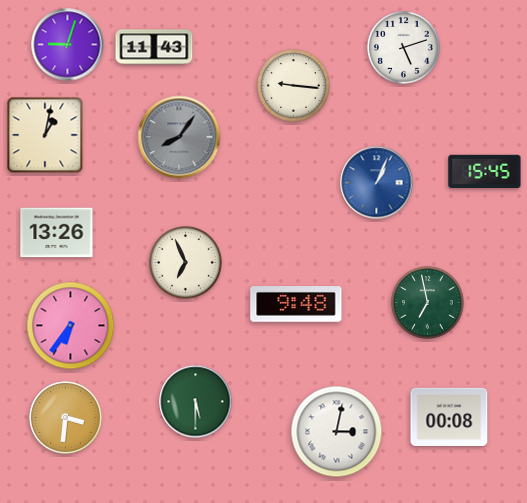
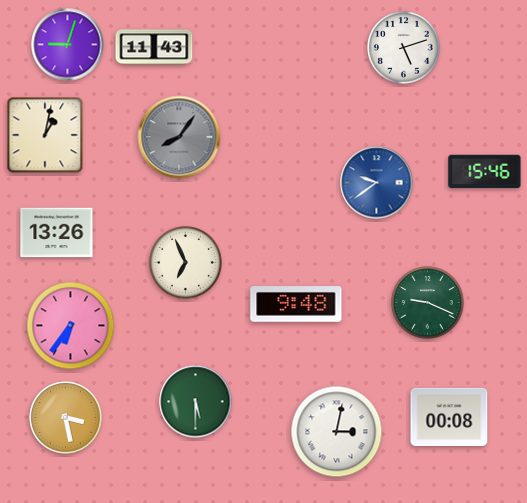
clock at (294, 86): 9:16 -> none
clock at (485, 172): 15:45 -> 15:46
clock at (377, 183): 1:04 -> 9:39
clock at (428, 303): 6:58 -> 9:19
clock at (66, 418): 3:31 -> 3:28
